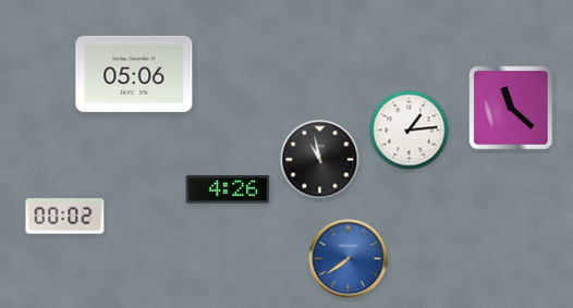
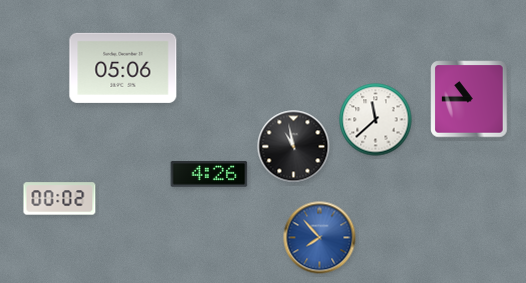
clock at (511, 108): 11:22 -> 10:45
clock at (410, 131): 1:14 -> 11:38
clock at (349, 259): 7:39 -> 7:53
